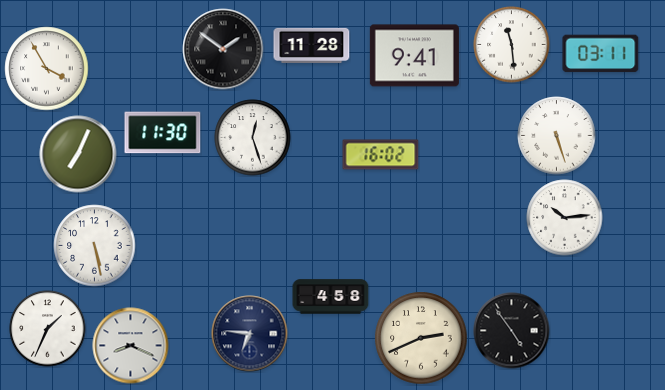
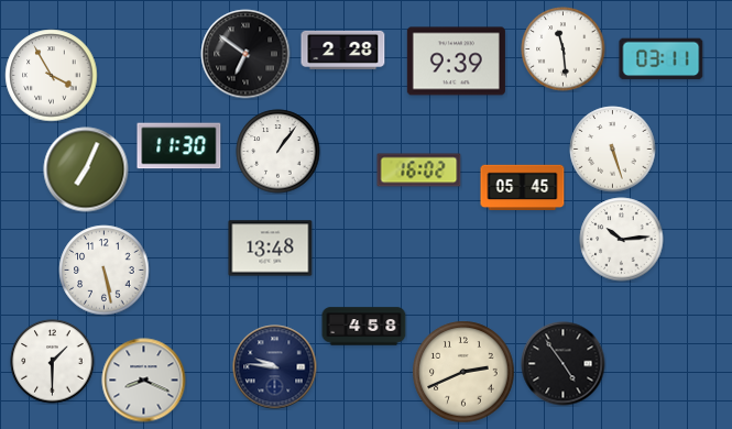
clock at (312, 45): 11:28 -> 2:28
clock at (223, 49): 1:51 -> 6:51
clock at (414, 56): 9:41 -> 9:39
clock at (253, 138): 12:27 -> 1:06
clock at (523, 187): none -> 05:45
clock at (271, 249): none -> 13:48
clock at (48, 329): 1:34 -> 1:30
clock at (250, 334): 6:46 -> 9:46
